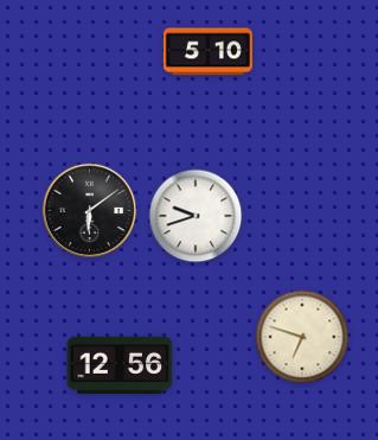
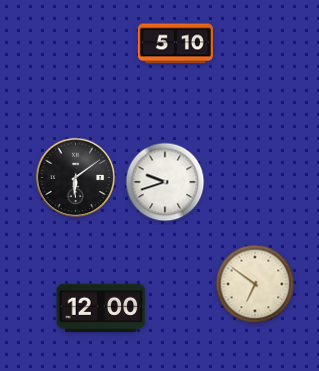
clock at (302, 337): 6:48 -> 6:51
clock at (120, 365): 12:56 -> 12:00
